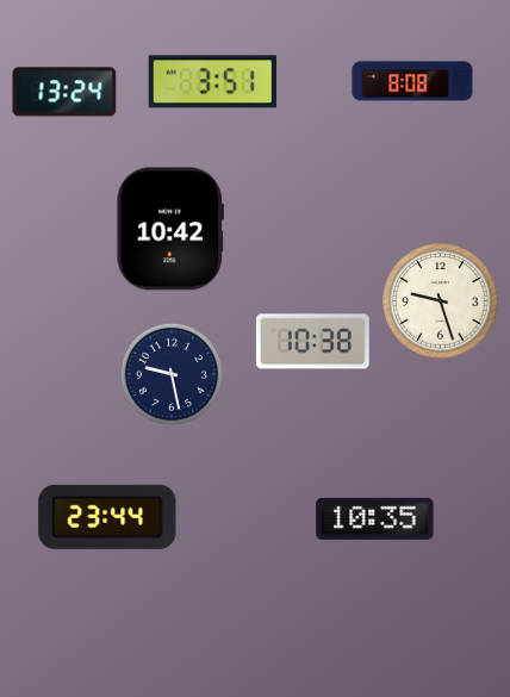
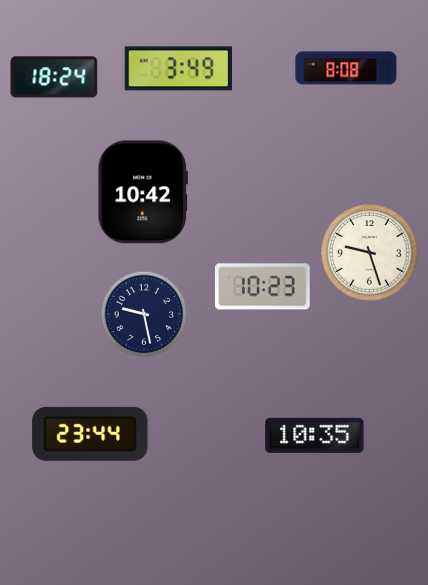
clock at (212, 82): 3:51 -> 3:49
clock at (64, 92): 13:24 -> 18:24
clock at (312, 342): 10:38 -> 10:23
